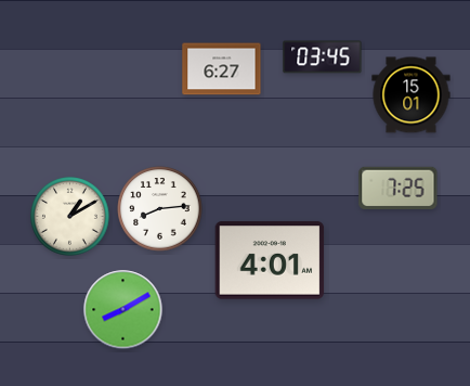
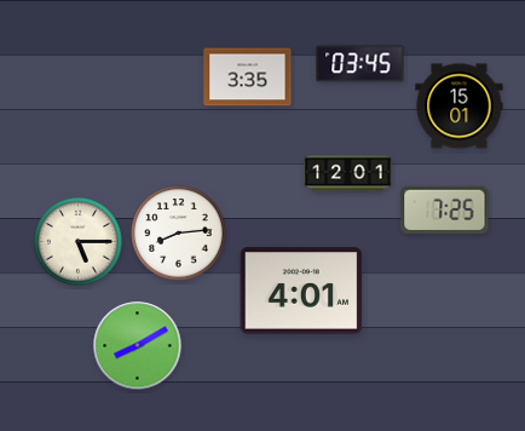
clock at (222, 69): 6:27 -> 3:35
clock at (348, 174): none -> 12:01
clock at (70, 217): 1:10 -> 5:15
